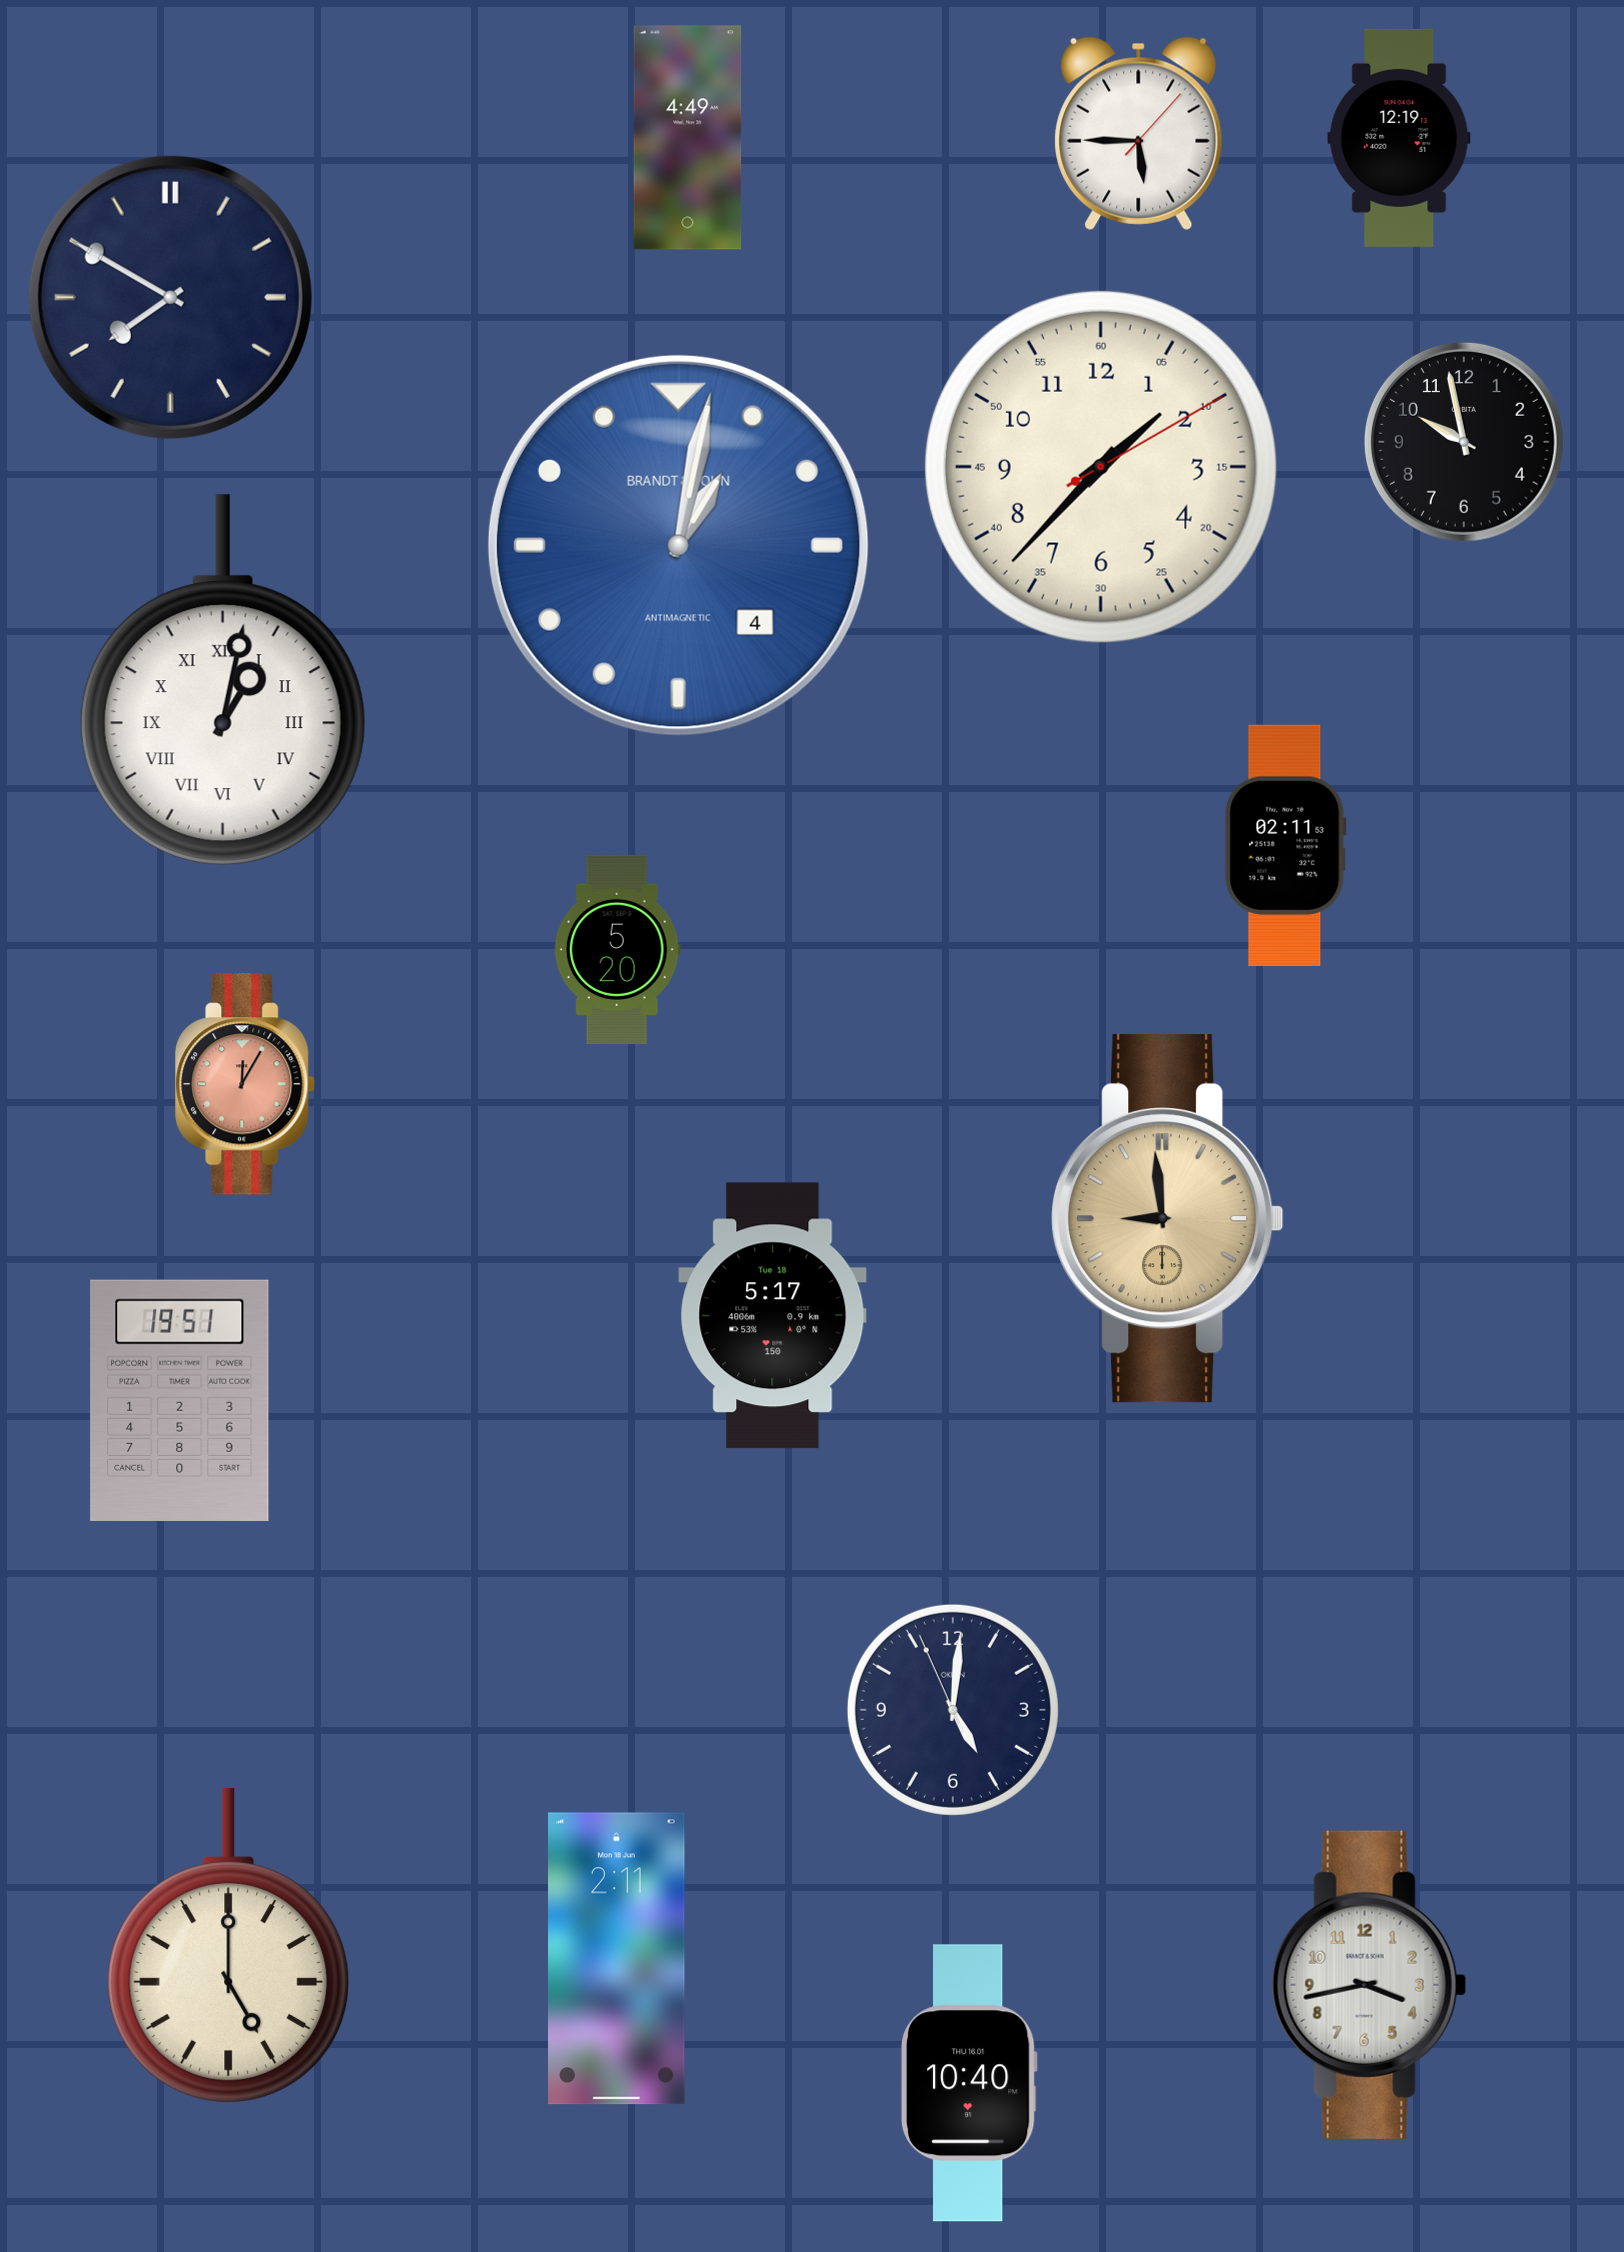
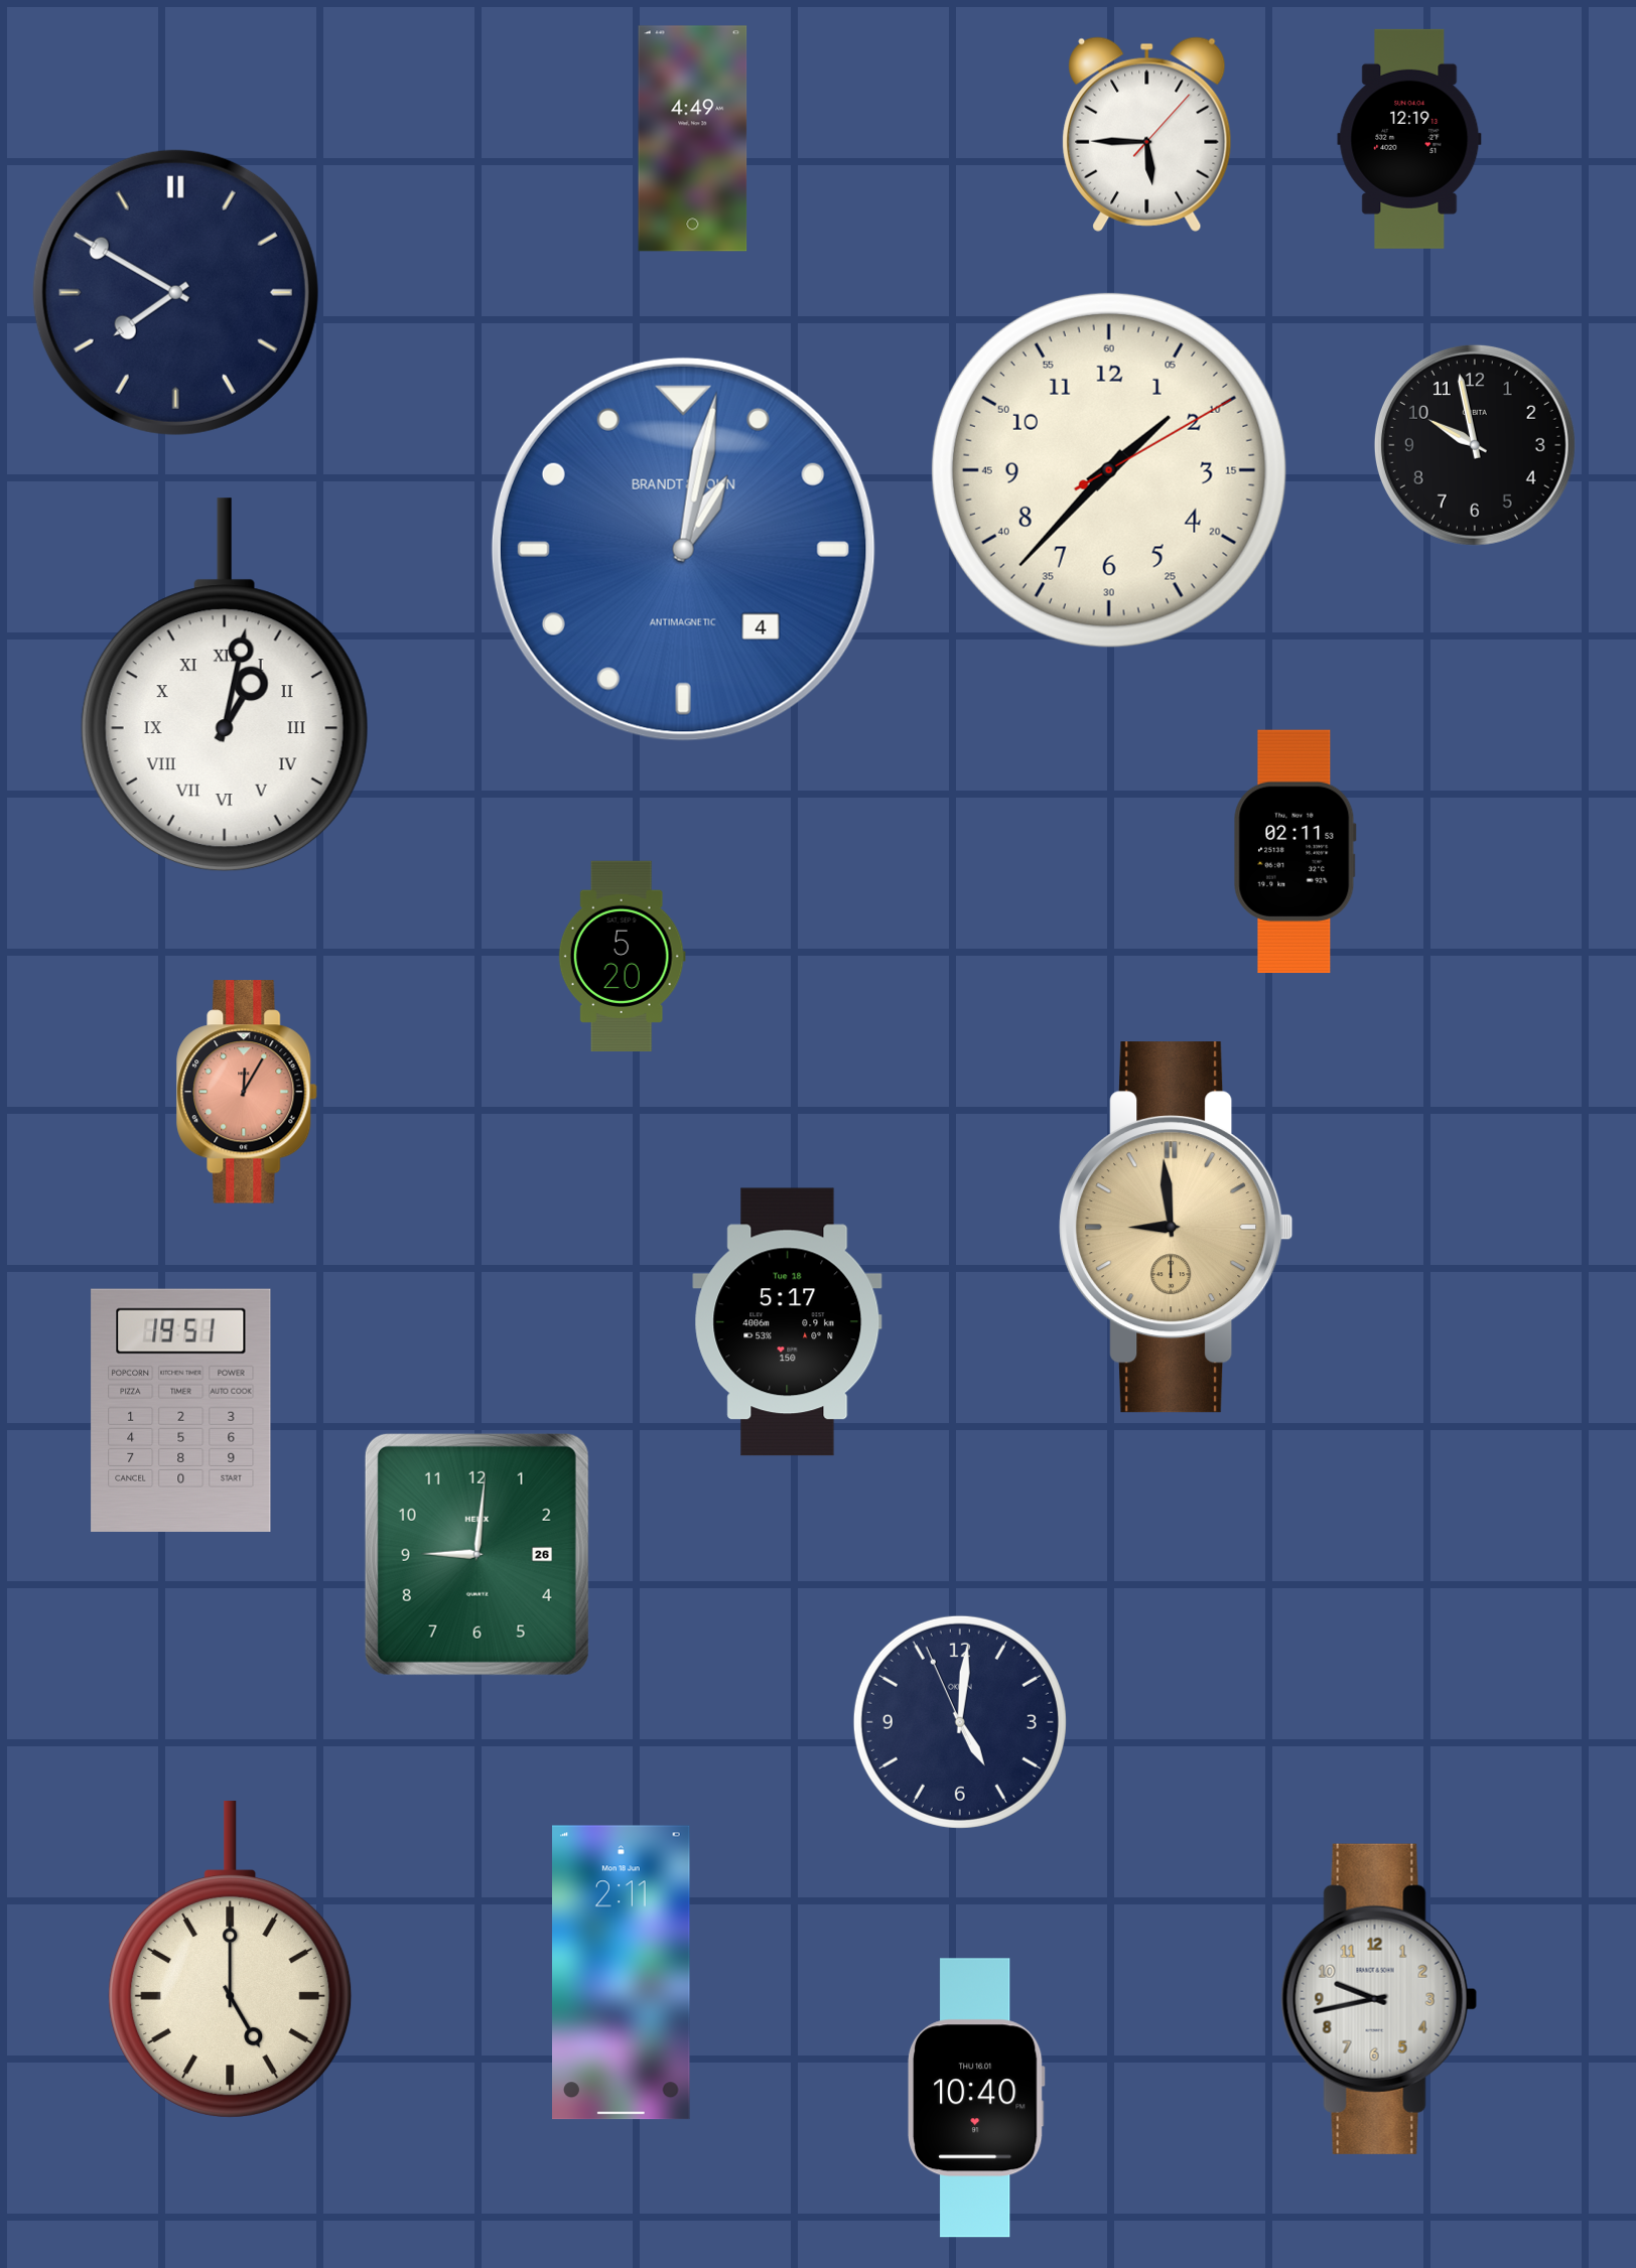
clock at (170, 297) position: (170, 297) -> (175, 292)
clock at (773, 1316) position: (773, 1316) -> (788, 1322)
clock at (476, 1554): none -> 9:01
clock at (1369, 1985): 3:43 -> 9:43
